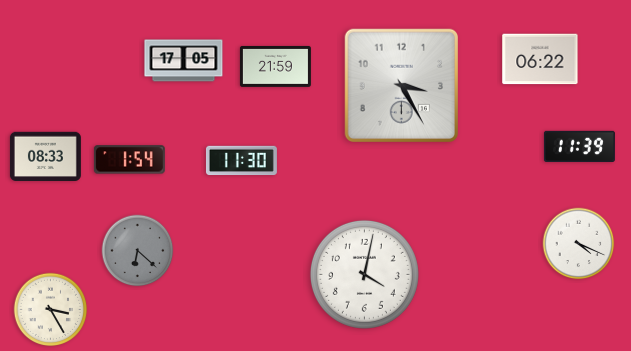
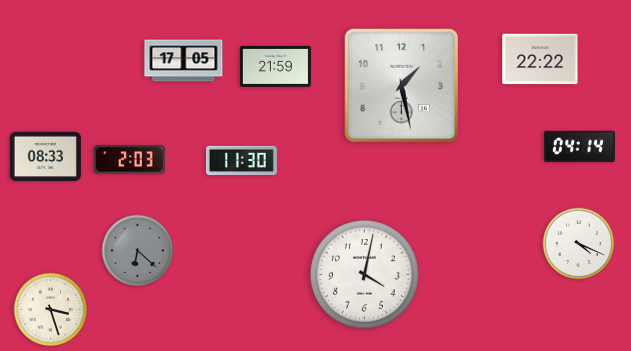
clock at (540, 59): 06:22 -> 22:22
clock at (401, 85): 3:25 -> 1:28
clock at (579, 146): 11:39 -> 04:14
clock at (129, 160): 1:54 -> 2:03
clock at (51, 310): 3:25 -> 3:27
